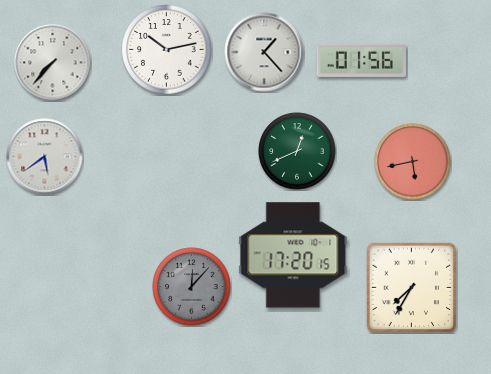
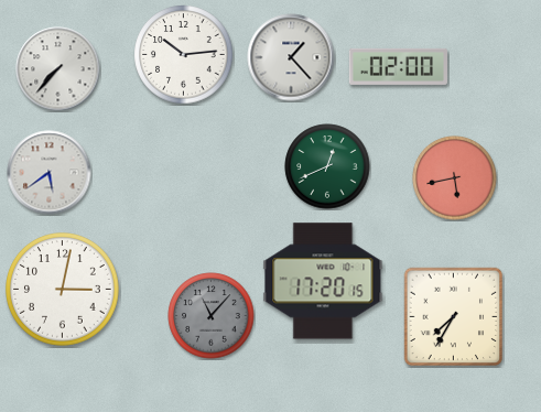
clock at (167, 50): 10:13 -> 10:14
clock at (361, 60): 01:56 -> 02:00
clock at (63, 290): none -> 3:02
clock at (192, 287): 12:07 -> 11:07
